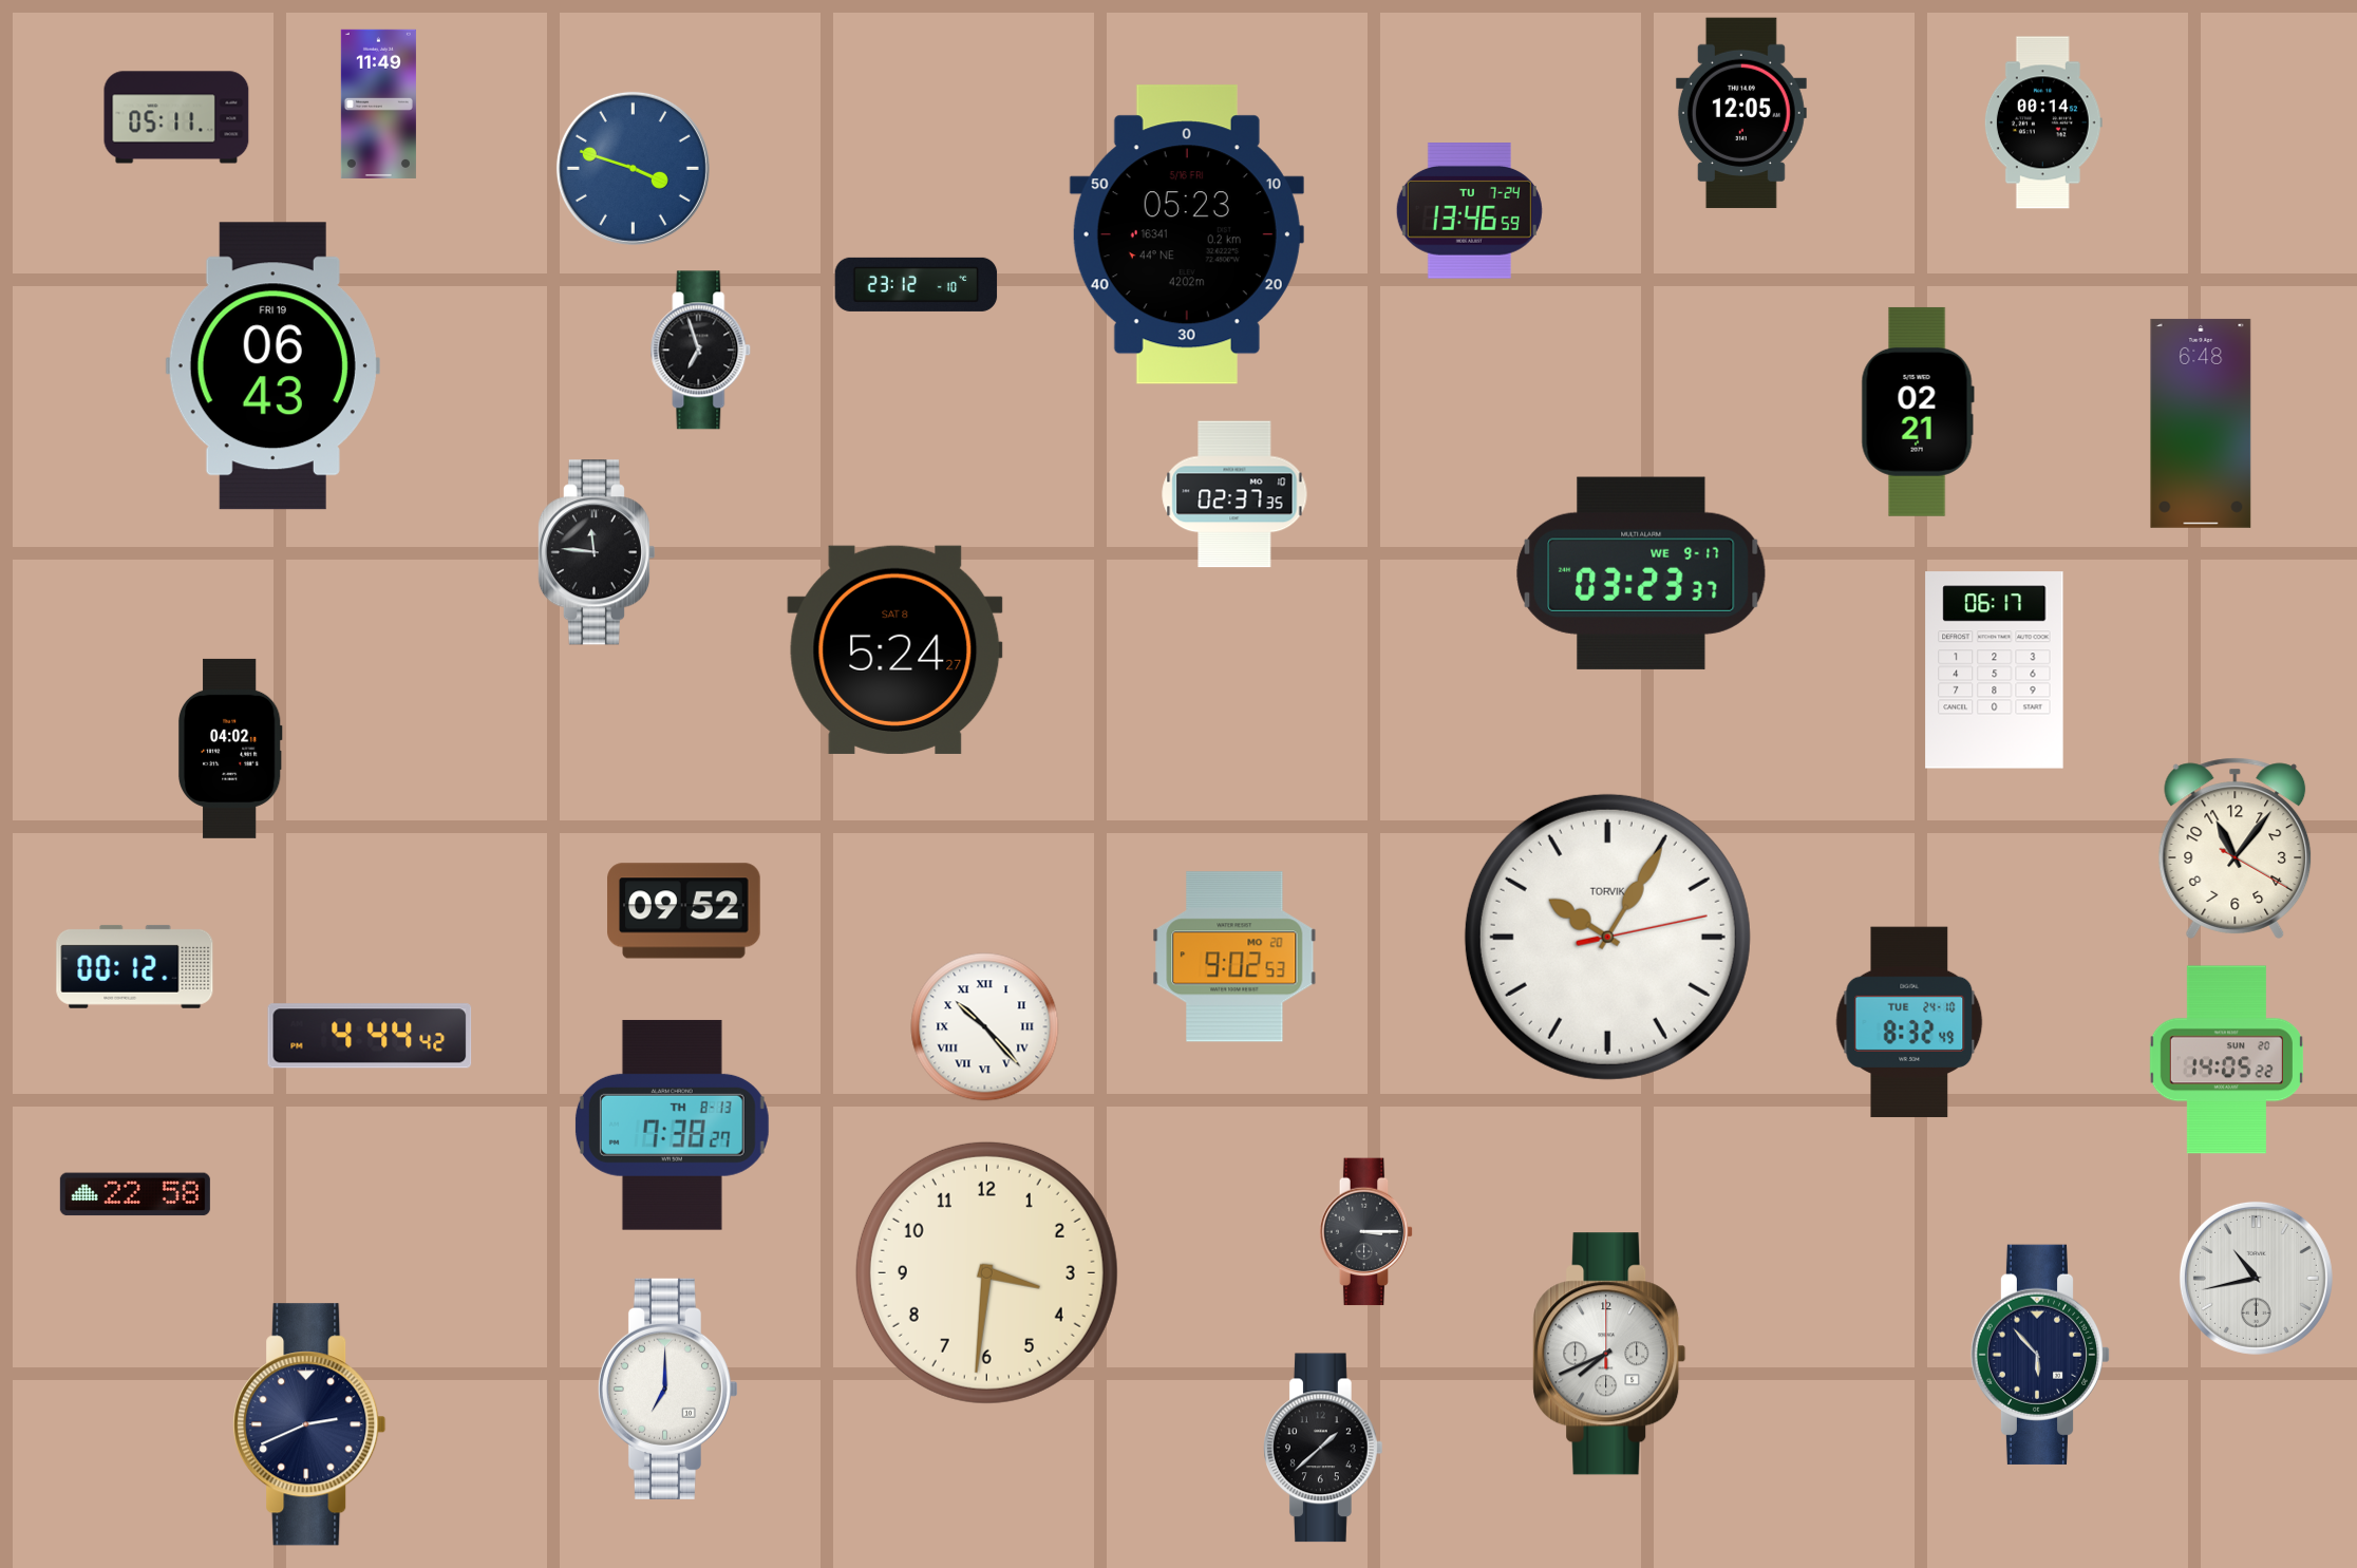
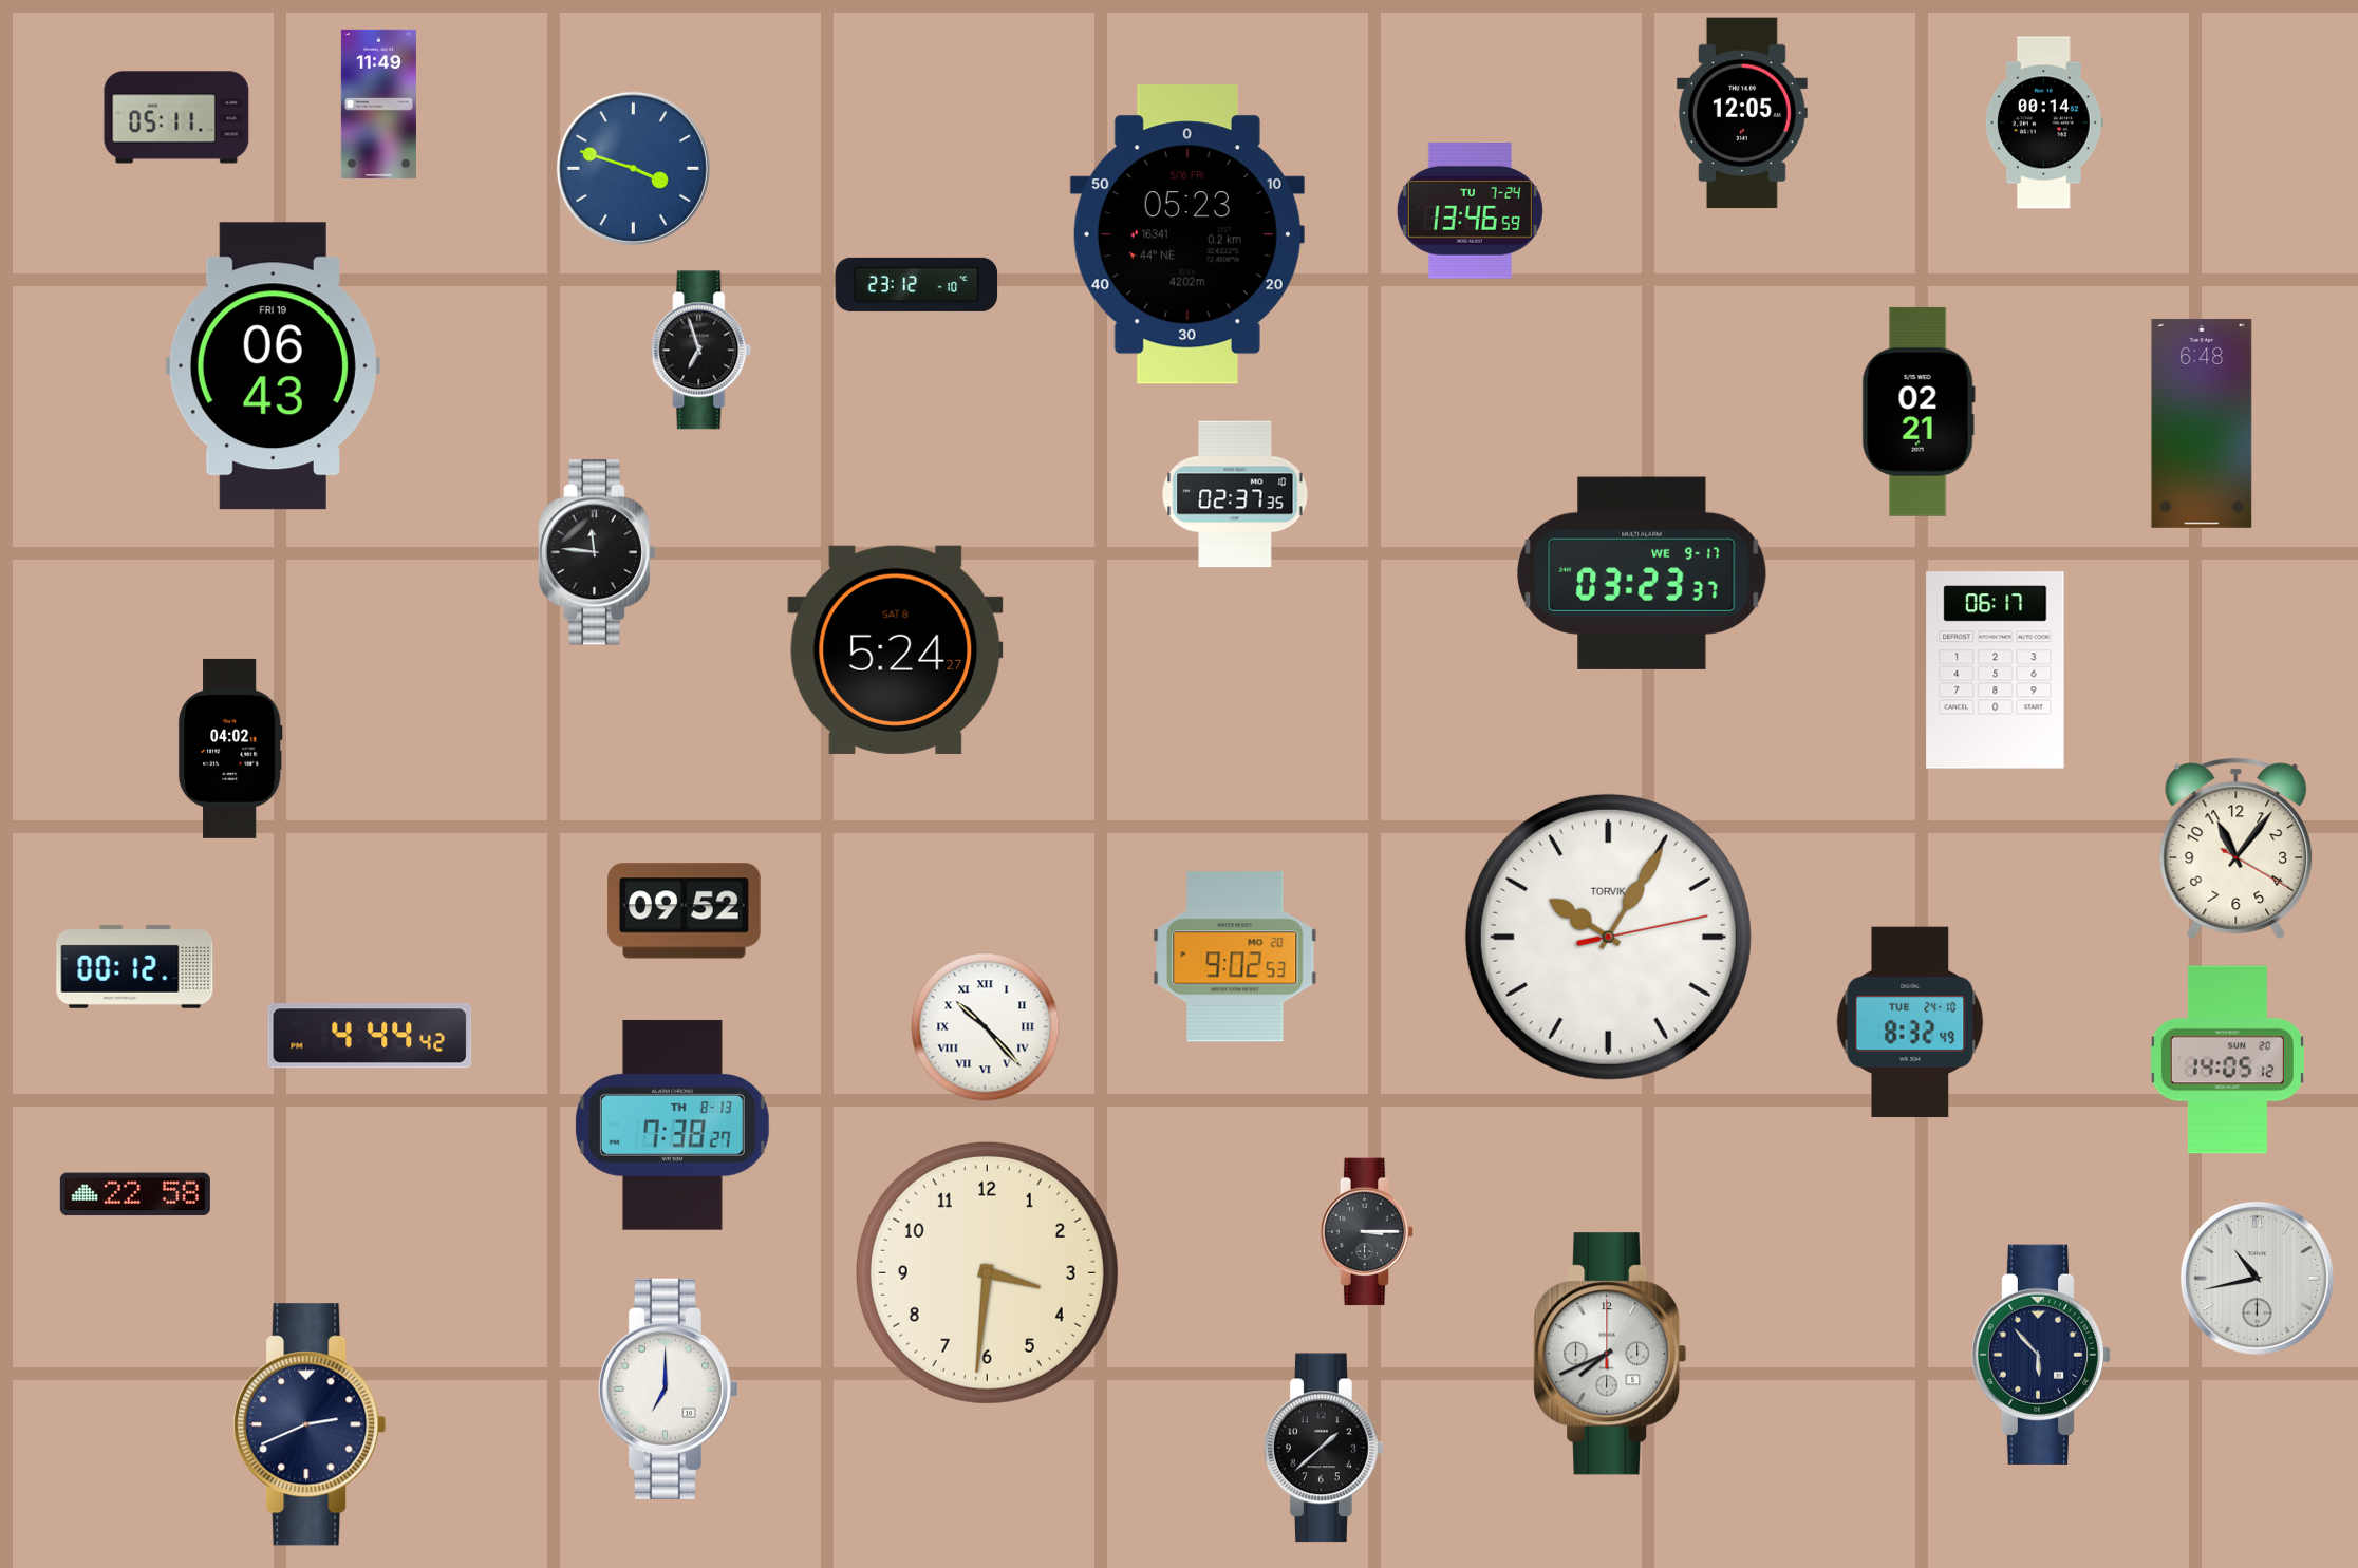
clock at (2226, 1060): 14:05:22 -> 14:05:12
